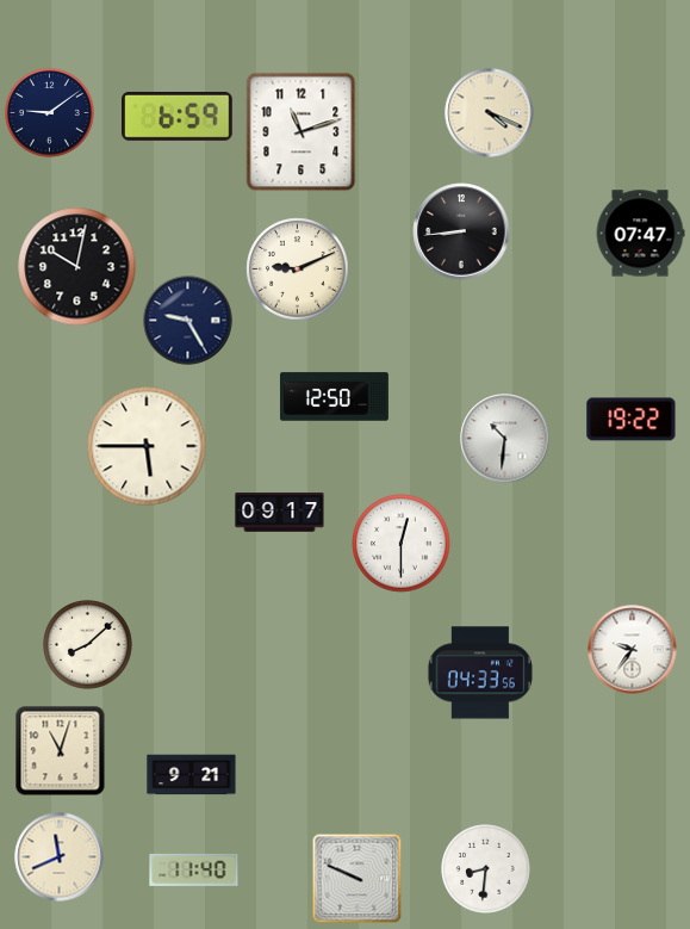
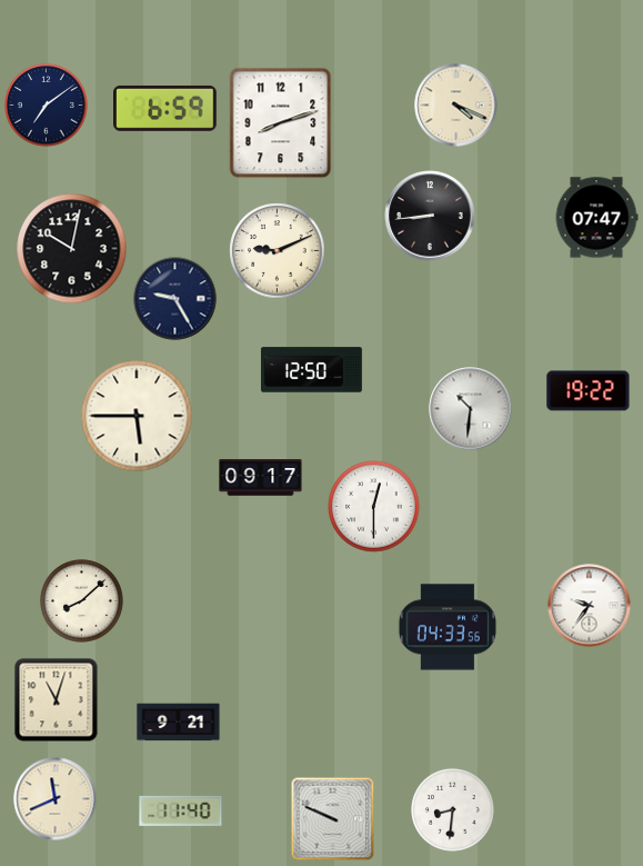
clock at (50, 113): 9:09 -> 7:09
clock at (302, 132): 11:12 -> 8:12
